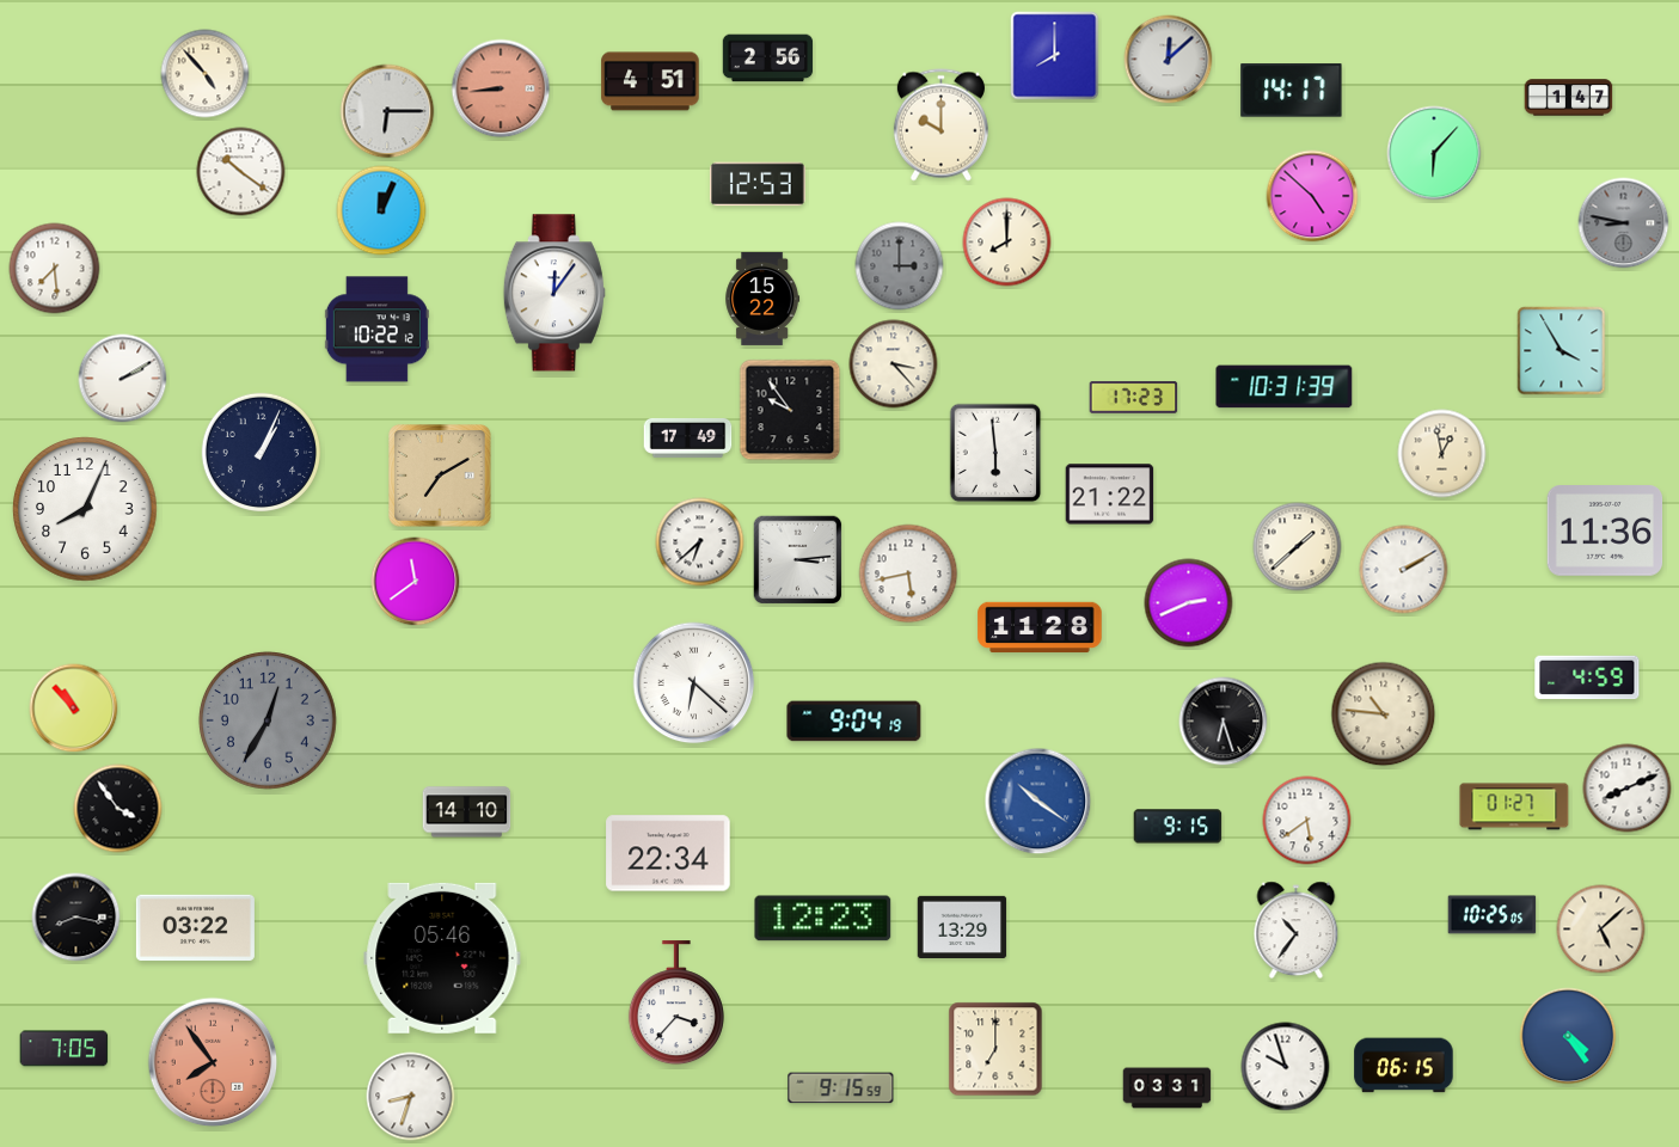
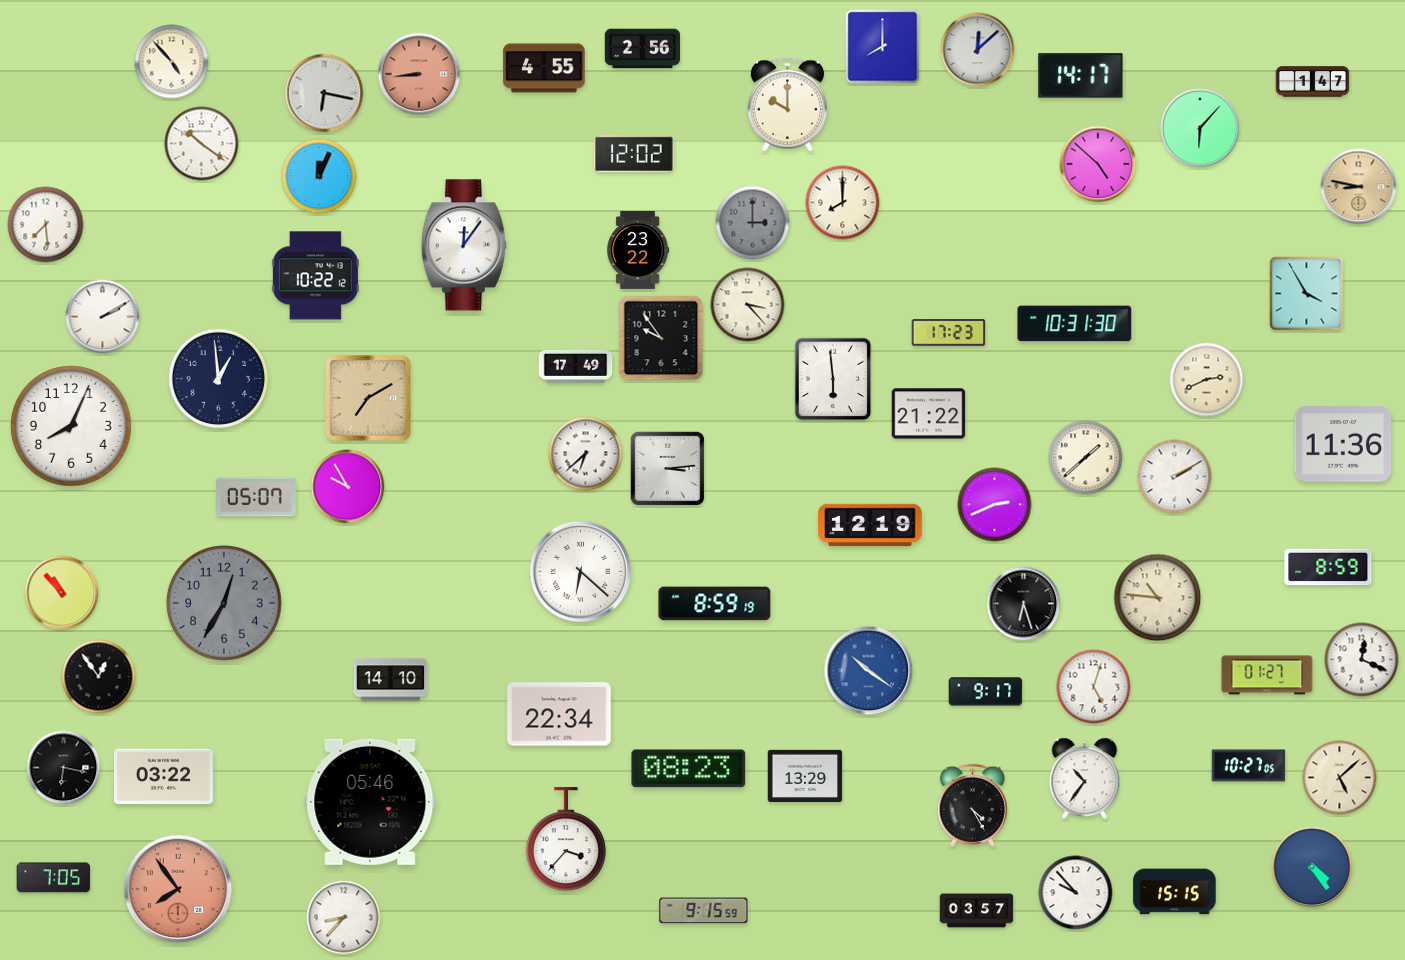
clock at (650, 81): 4:51 -> 4:55
clock at (387, 111): 6:15 -> 6:17
clock at (758, 184): 12:53 -> 12:02
clock at (1624, 223) dial: grey -> champagne
clock at (762, 299): 15:22 -> 23:22
clock at (1285, 387): 10:31:39 -> 10:31:30
clock at (790, 410) position: (790, 410) -> (661, 338)
clock at (261, 452): 1:04 -> 12:59
clock at (1442, 454): 12:58 -> 2:41
clock at (908, 573): 5:43 -> none
clock at (416, 582): 11:39 -> 9:55
clock at (257, 497): none -> 05:07
clock at (1040, 627): 11:28 -> 12:19
clock at (1587, 677): 4:59 -> 8:59
clock at (854, 722): 9:04 -> 8:59
clock at (1628, 789): 8:11 -> 12:19
clock at (118, 809): 3:54 -> 12:54
clock at (1307, 821): 5:39 -> 5:03
clock at (1178, 827): 9:15 -> 9:17
clock at (1493, 915): 10:25 -> 10:27
clock at (76, 918): 8:17 -> 6:17
clock at (823, 919): 12:23 -> 08:23
clock at (972, 805): none -> 4:25
clock at (995, 1049): 7:00 -> none
clock at (1404, 1066): 06:15 -> 15:15
clock at (1286, 1067): 9:57 -> 9:53
clock at (1168, 1088): 03:31 -> 03:57
clock at (411, 1097): 8:33 -> 8:37
